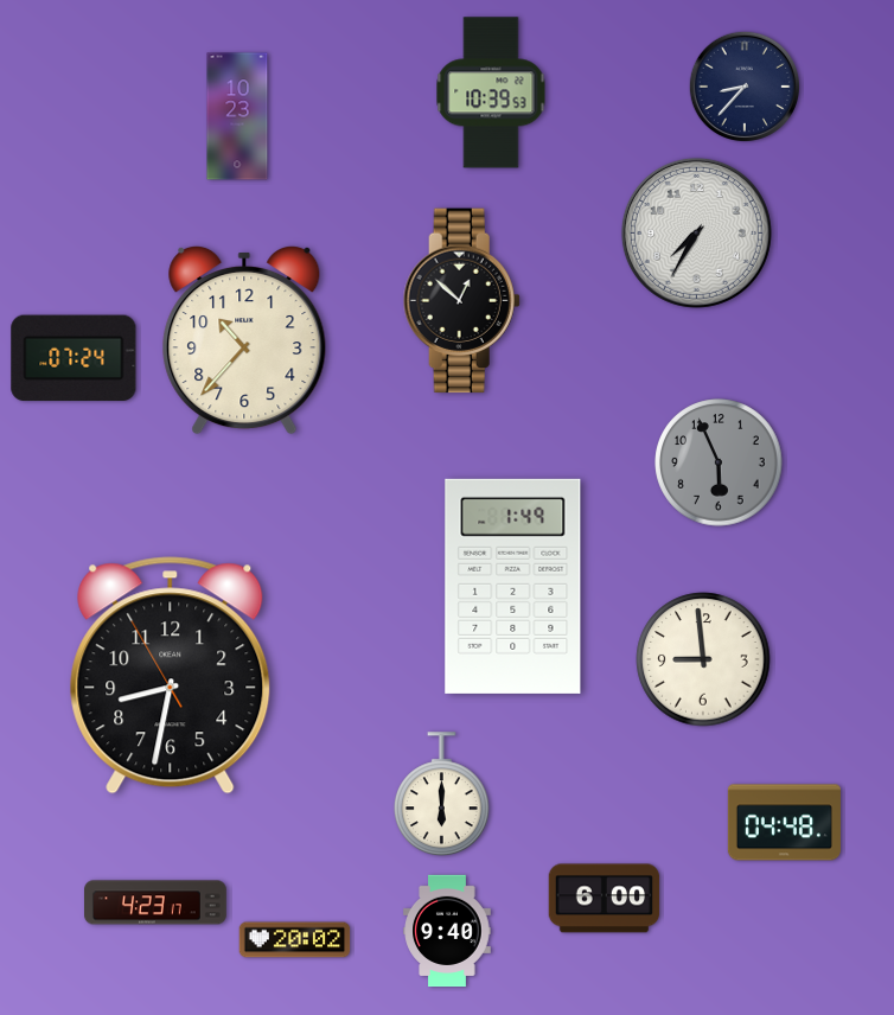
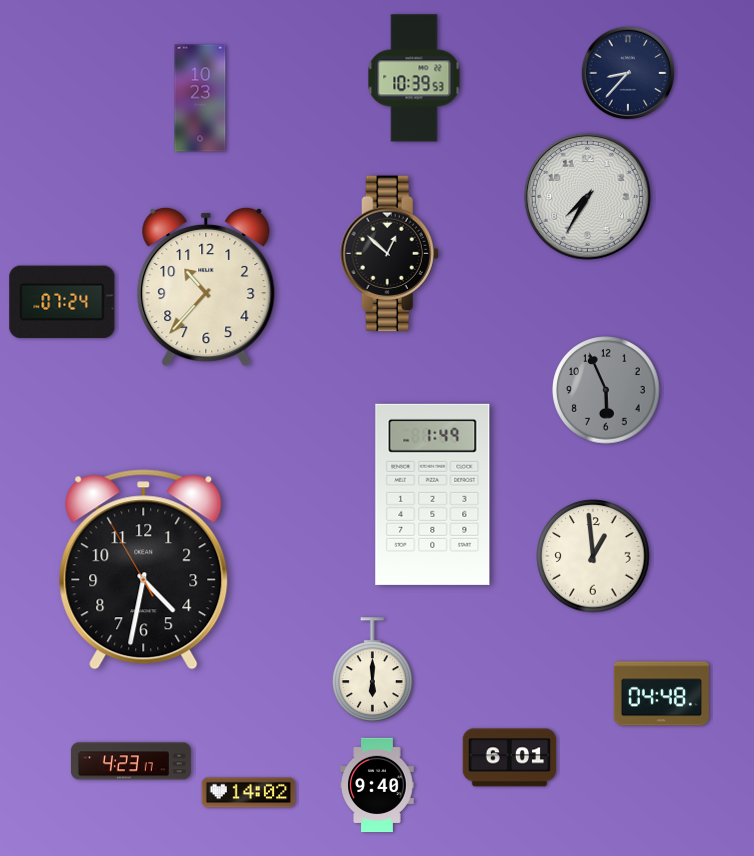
clock at (703, 659): 8:59 -> 12:59
clock at (171, 676): 8:31 -> 4:31
clock at (605, 899): 6:00 -> 6:01
clock at (295, 940): 20:02 -> 14:02
